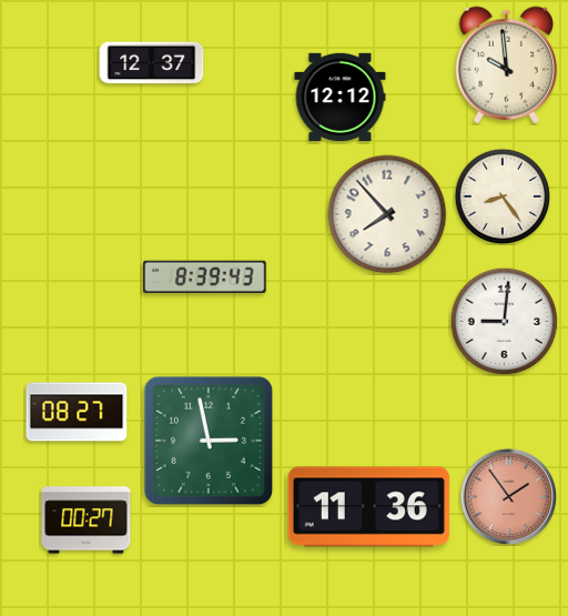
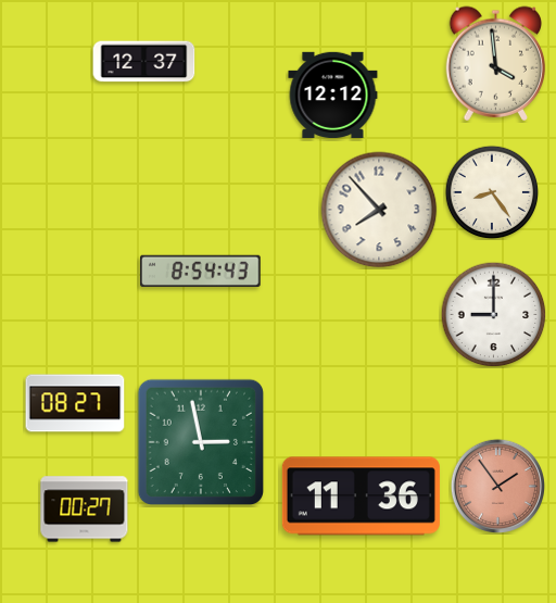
clock at (152, 63) position: (152, 63) -> (144, 62)
clock at (507, 64): 9:59 -> 3:59
clock at (205, 276): 8:39 -> 8:54
clock at (504, 321): 9:01 -> 9:00
clock at (207, 440) position: (207, 440) -> (200, 441)
